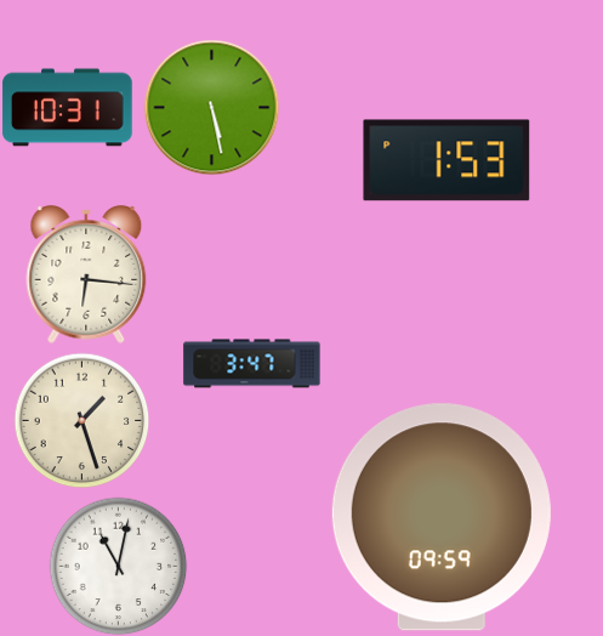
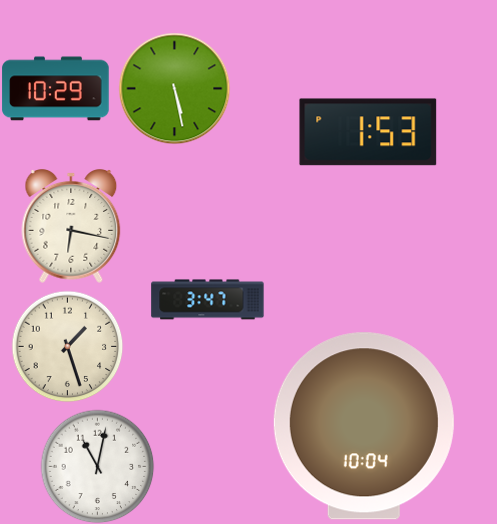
clock at (68, 108): 10:31 -> 10:29
clock at (86, 274): 6:16 -> 6:17
clock at (442, 517): 09:59 -> 10:04
